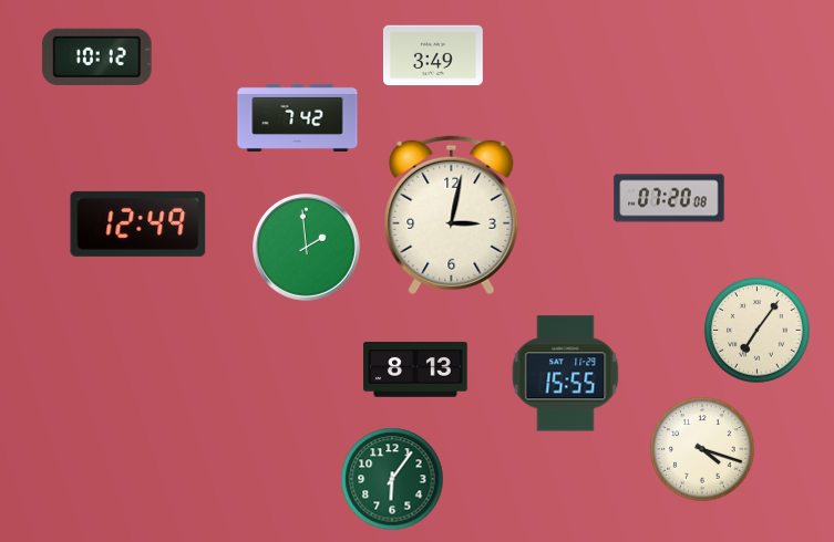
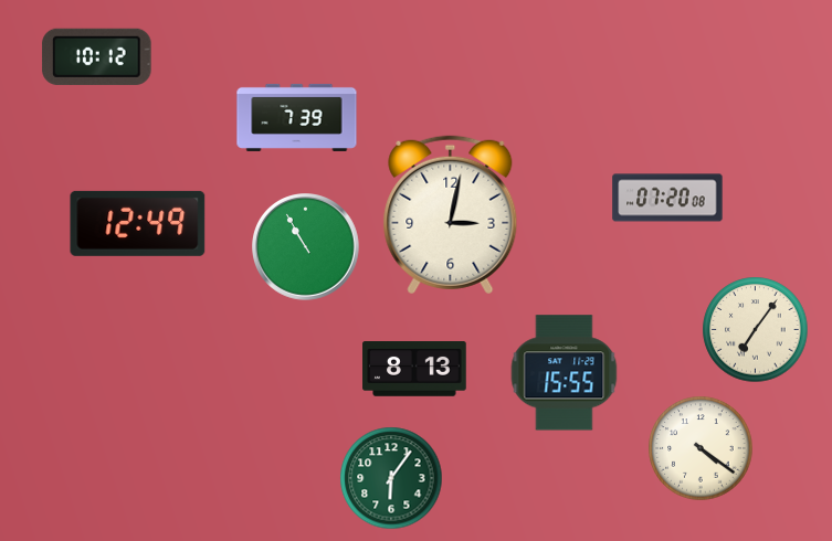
clock at (433, 55): 3:49 -> none
clock at (298, 117): 7:42 -> 7:39
clock at (307, 248): 1:59 -> 10:55
clock at (702, 449): 4:18 -> 4:21
